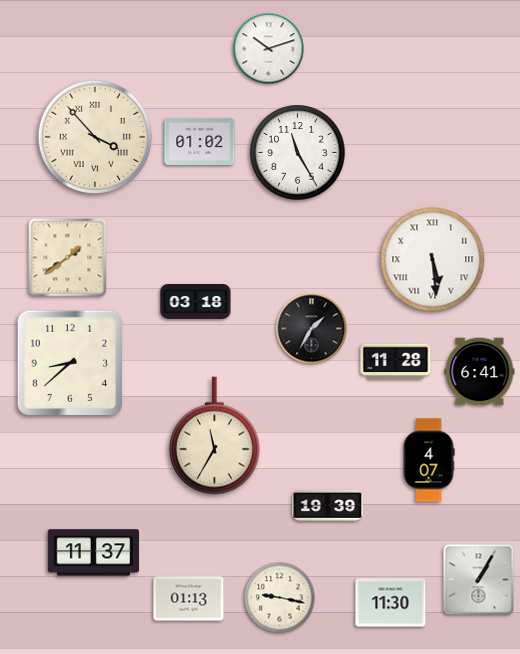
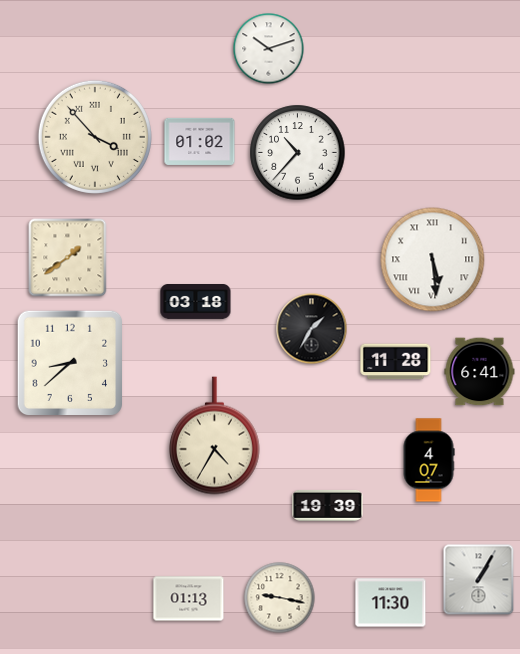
clock at (298, 153): 11:25 -> 10:37
clock at (214, 436): 11:35 -> 4:35
clock at (93, 553): 11:37 -> none
